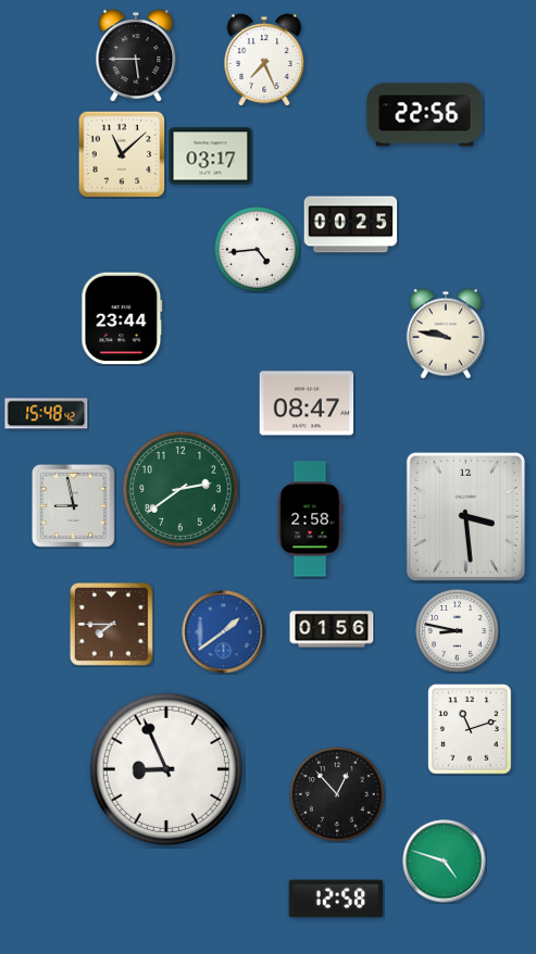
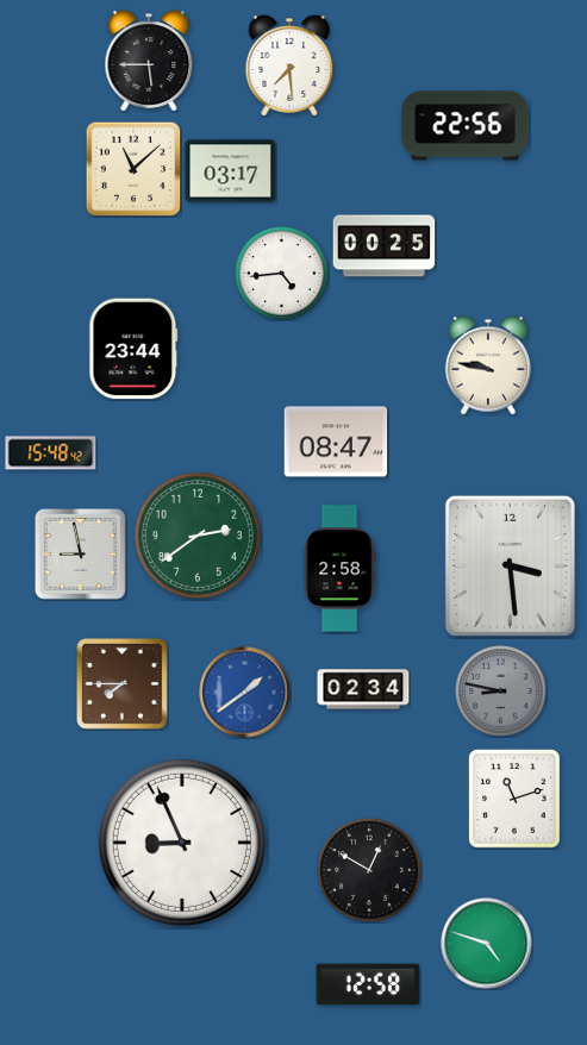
clock at (264, 60): 7:26 -> 7:29
clock at (332, 629): 01:56 -> 02:34
clock at (458, 631) dial: white -> grey
clock at (337, 794): 12:53 -> 12:50
